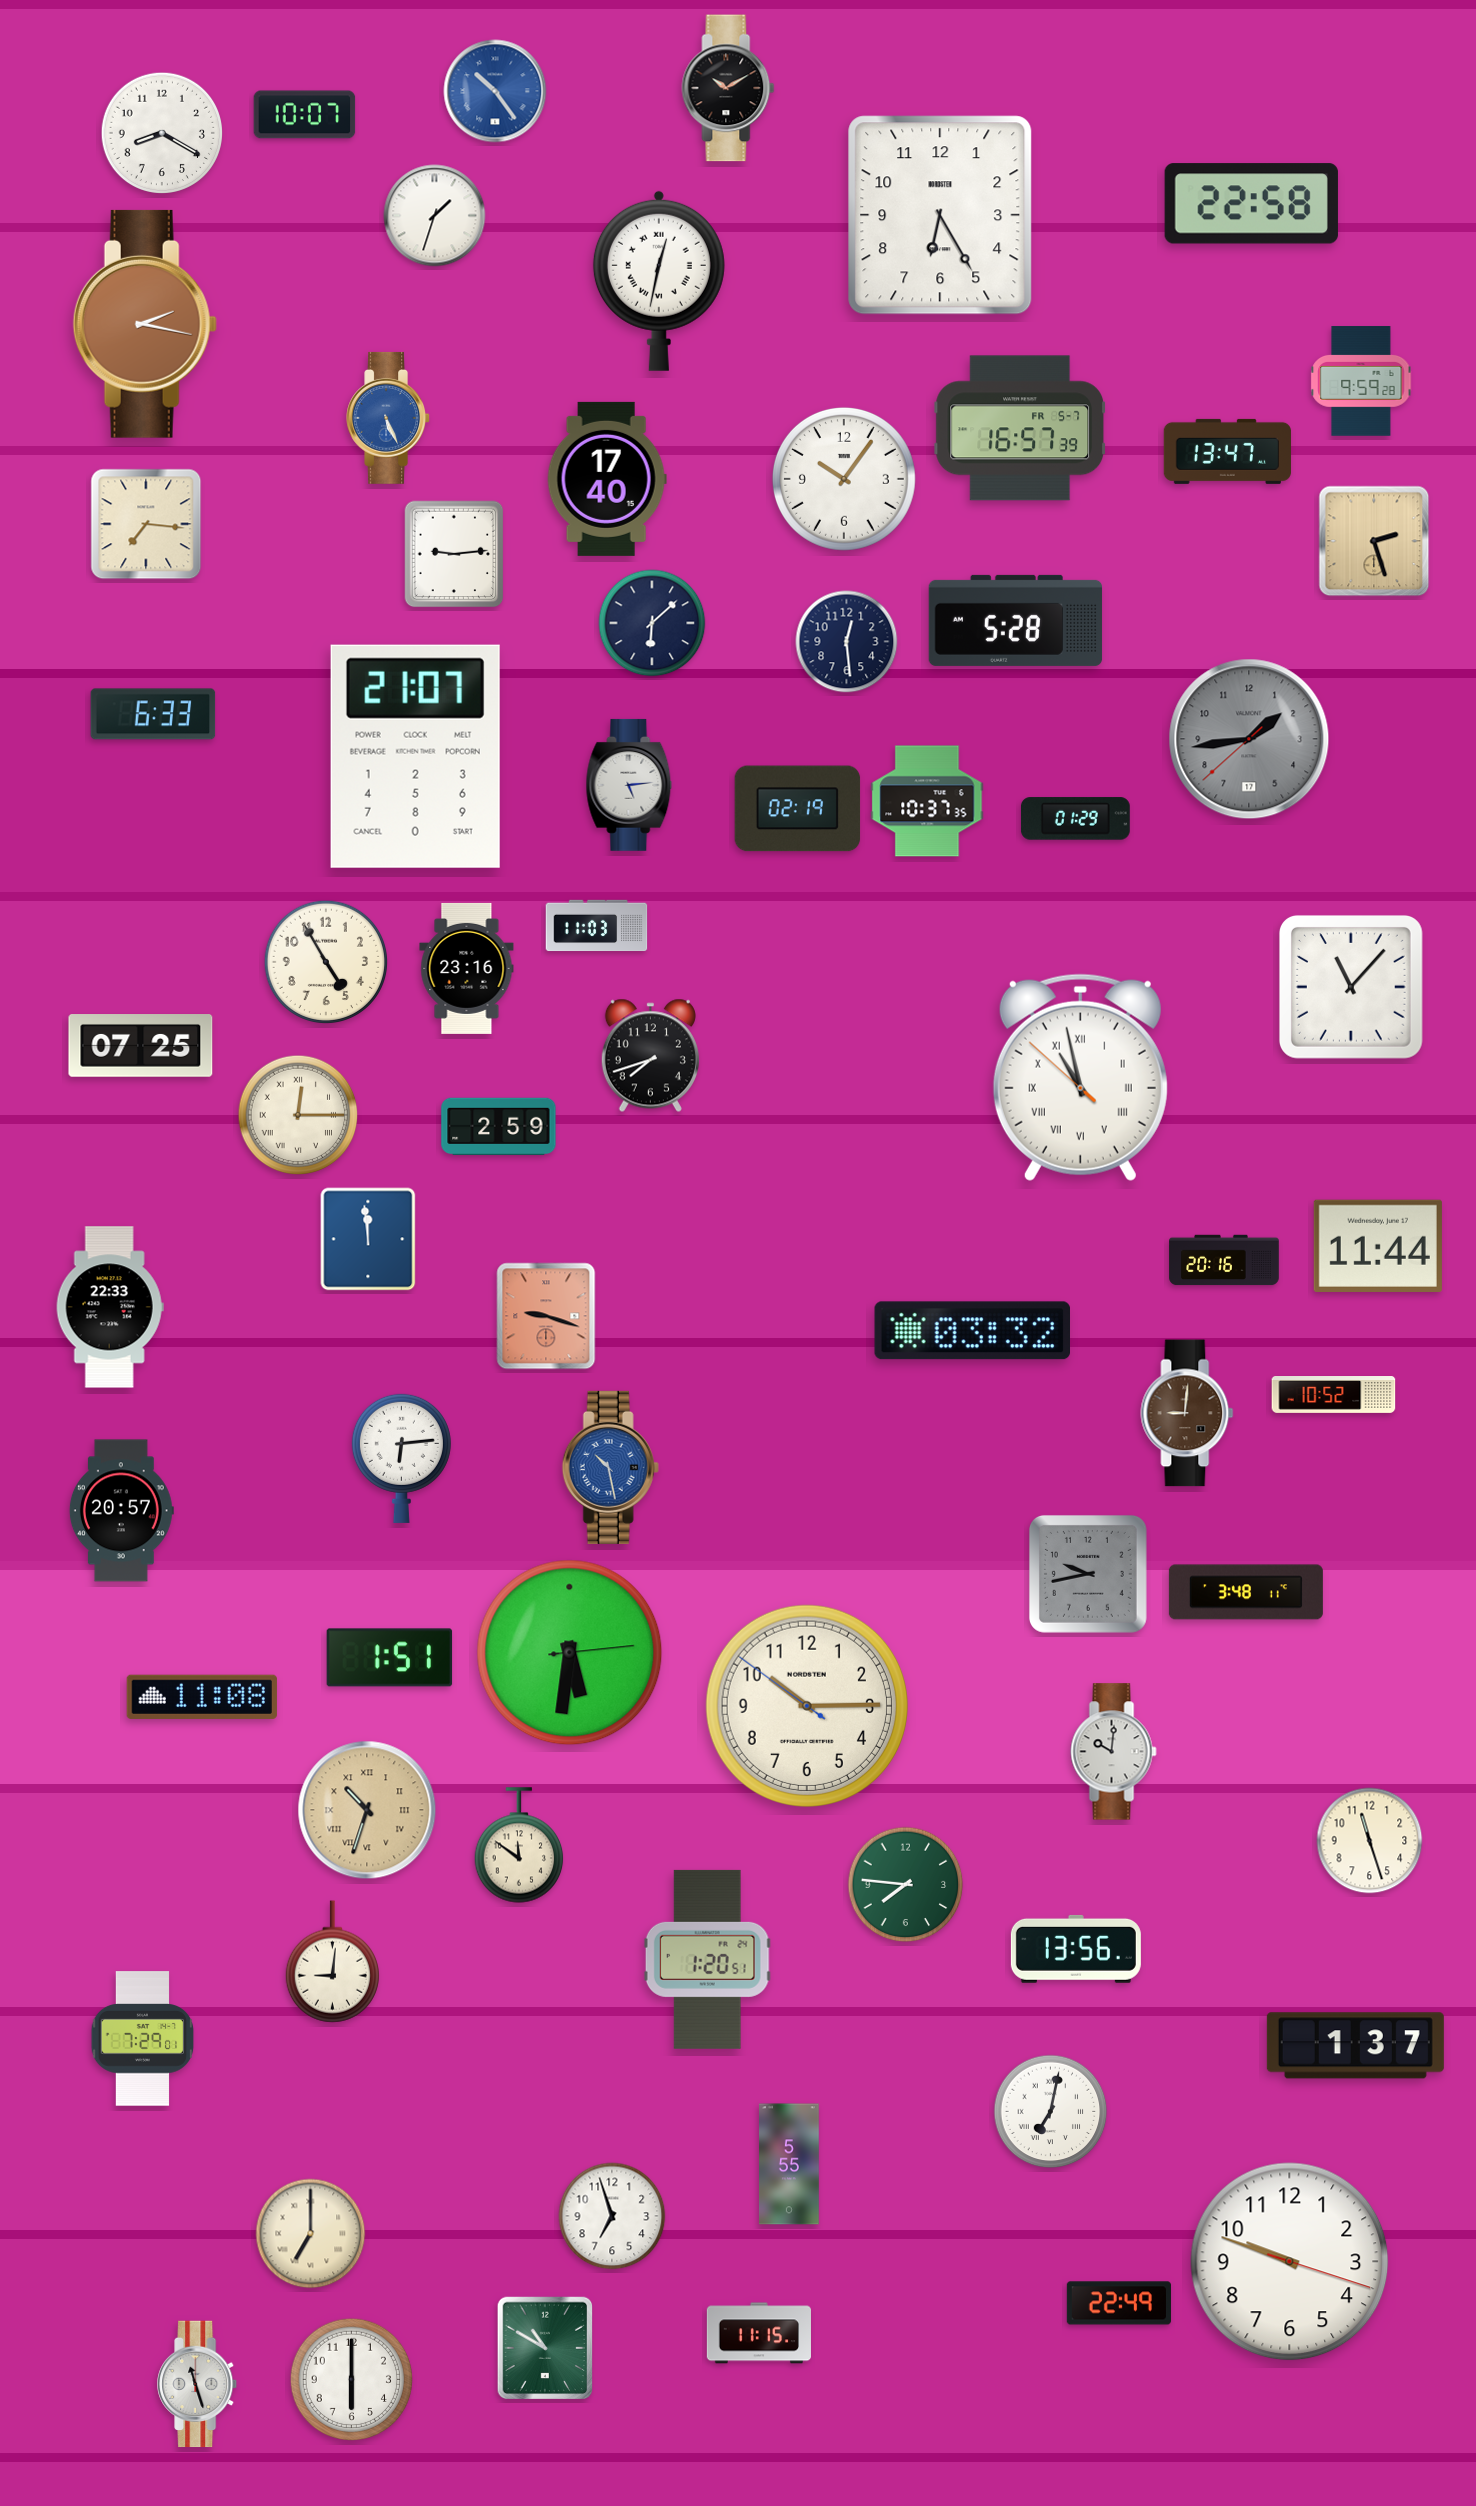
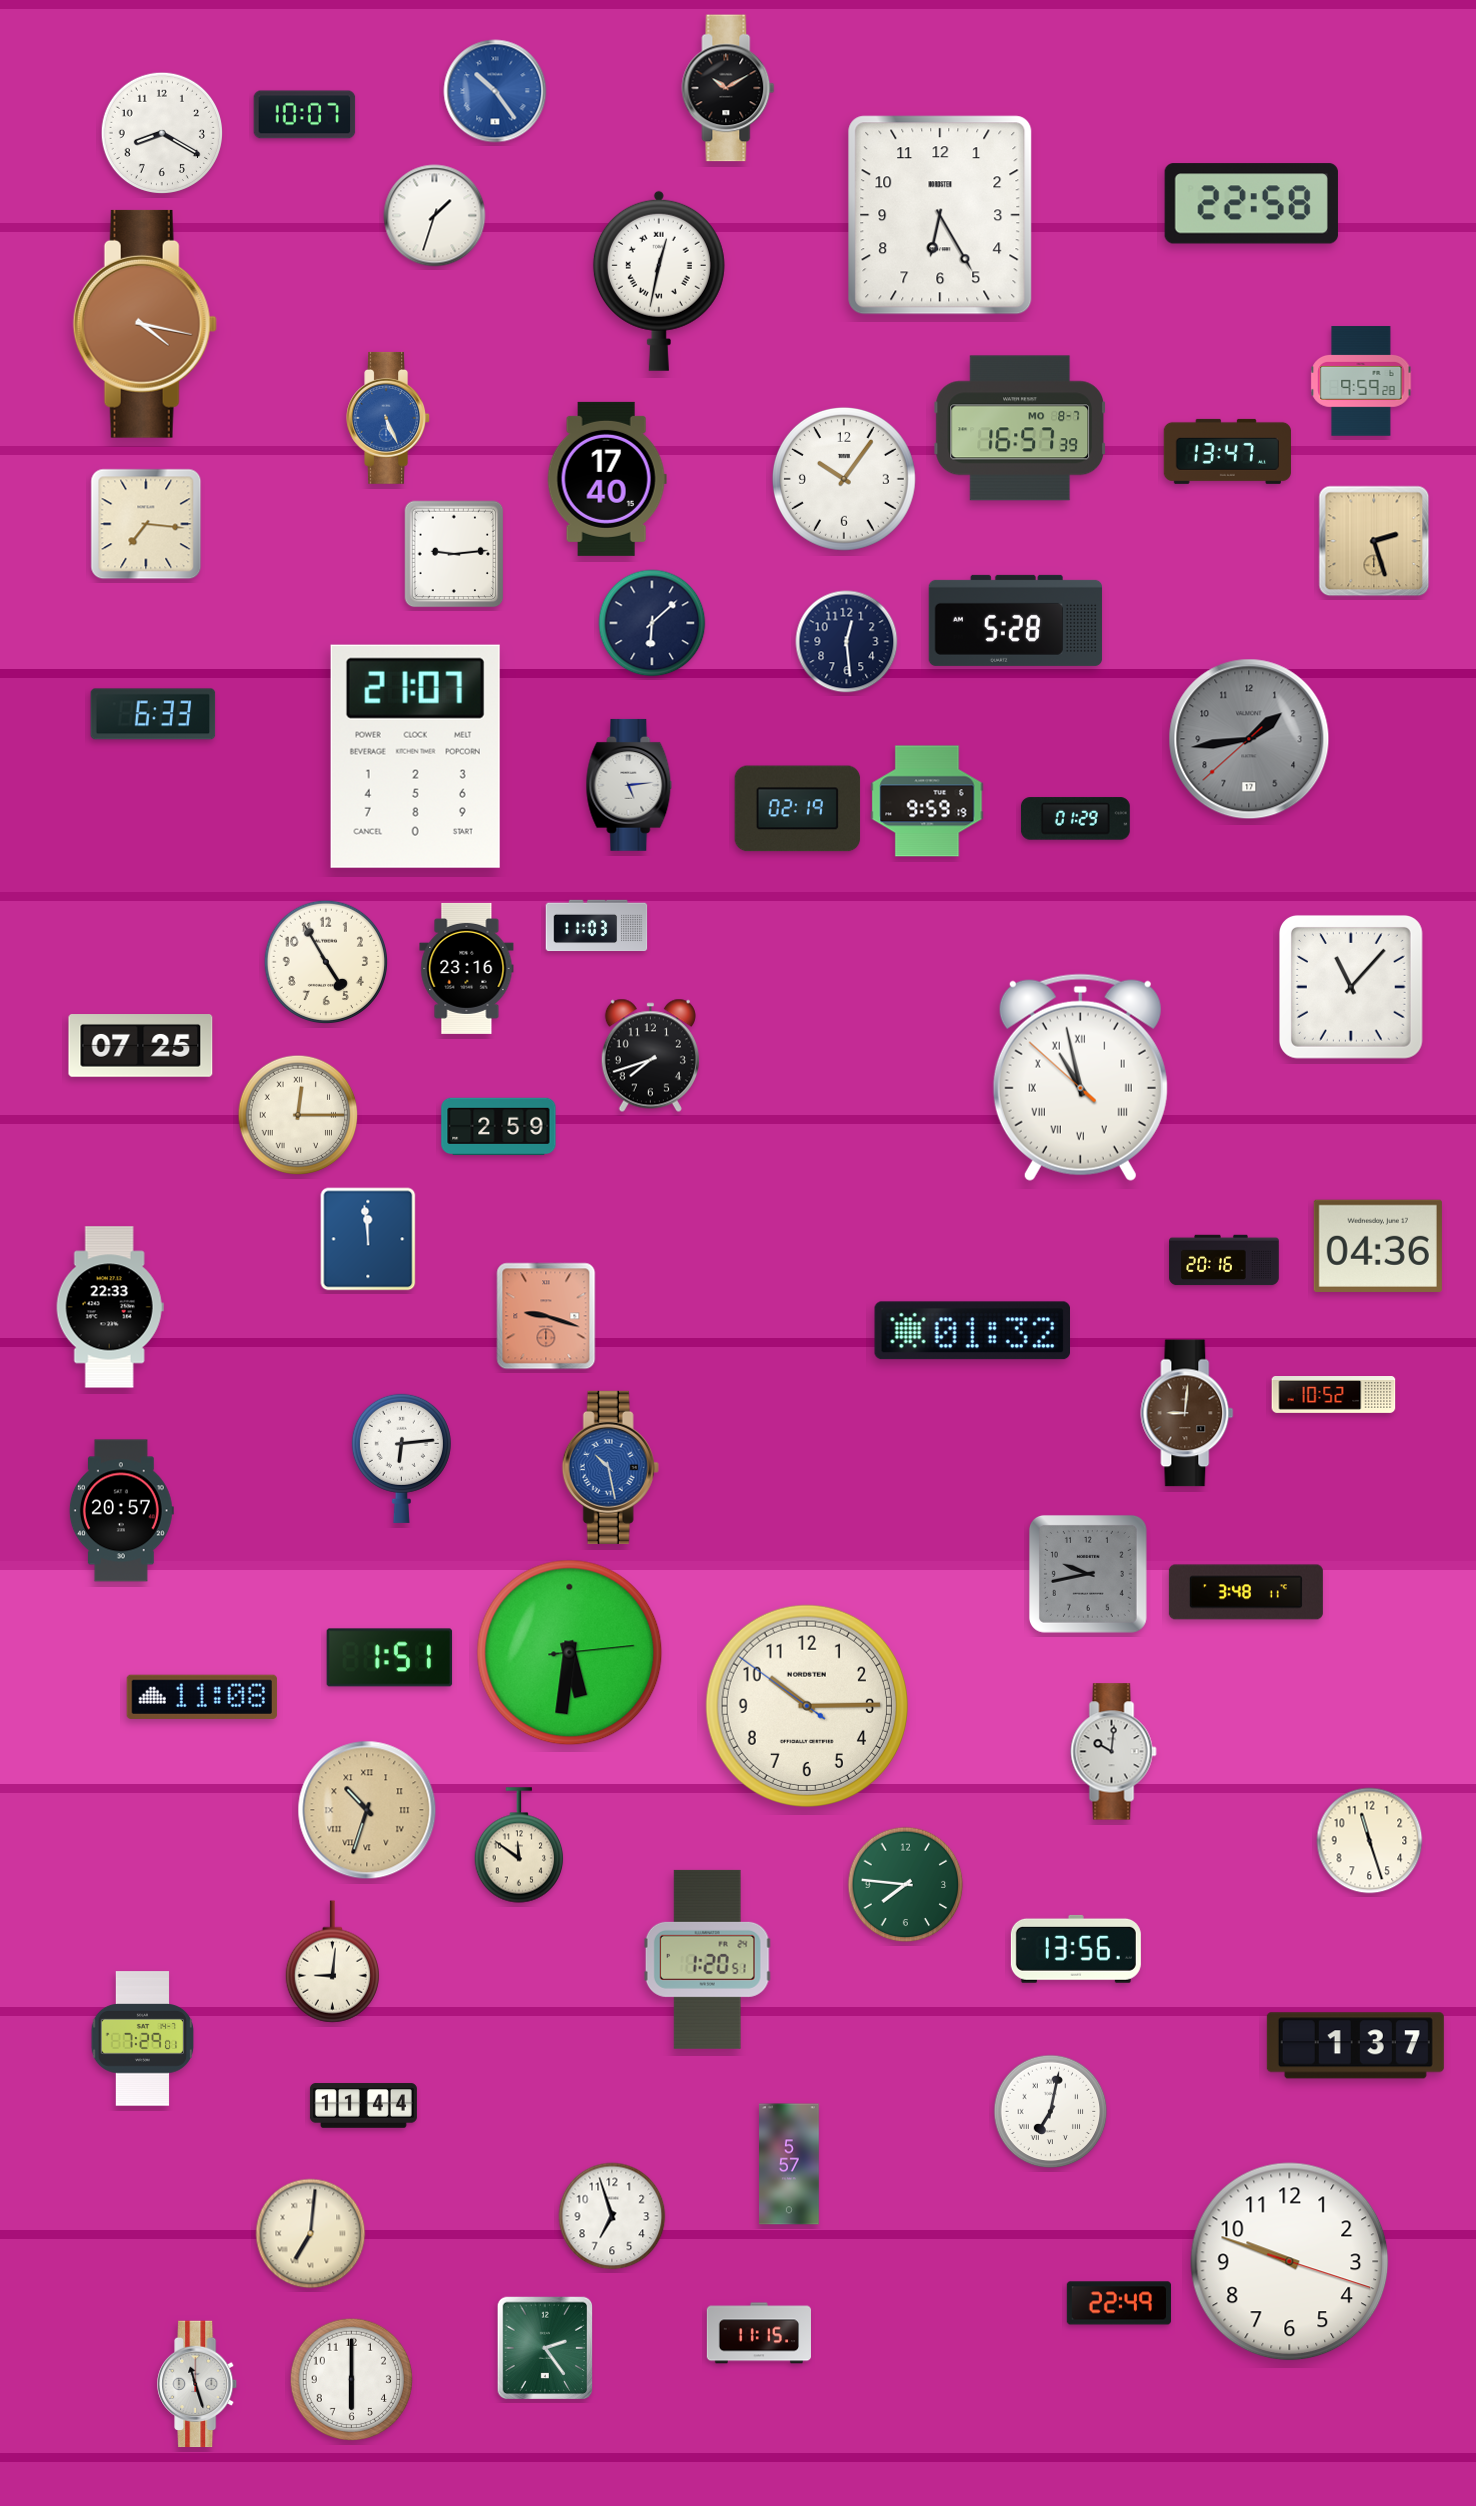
clock at (145, 324): 2:17 -> 4:17
clock at (1020, 428) date: FR 5-7 -> MO 8-7
clock at (927, 801): 10:37 -> 9:59
clock at (1378, 1246): 11:44 -> 04:36
clock at (972, 1331): 03:32 -> 01:32
clock at (363, 2106): none -> 11:44
clock at (790, 2164): 5:55 -> 5:57
clock at (311, 2234): 7:00 -> 7:01
clock at (545, 2348): 10:50 -> 2:24
